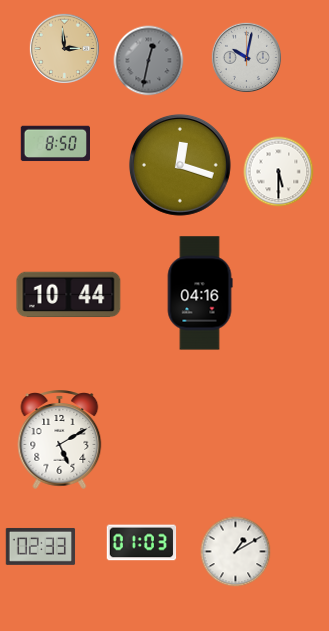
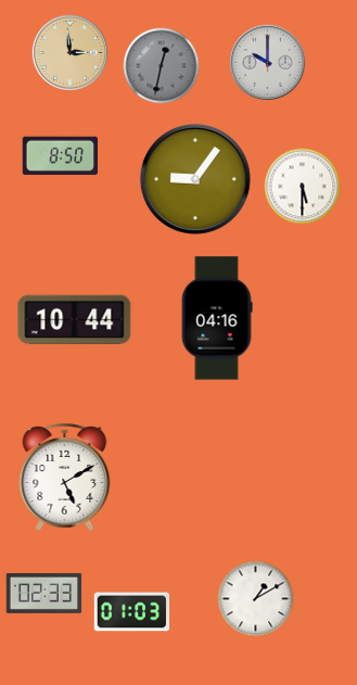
clock at (246, 57): 10:02 -> 10:00
clock at (180, 165): 12:18 -> 9:06
clock at (142, 543) position: (142, 543) -> (132, 612)
